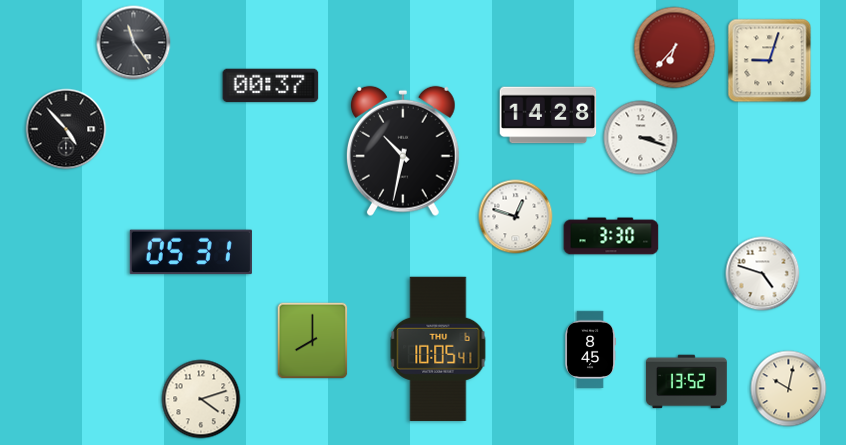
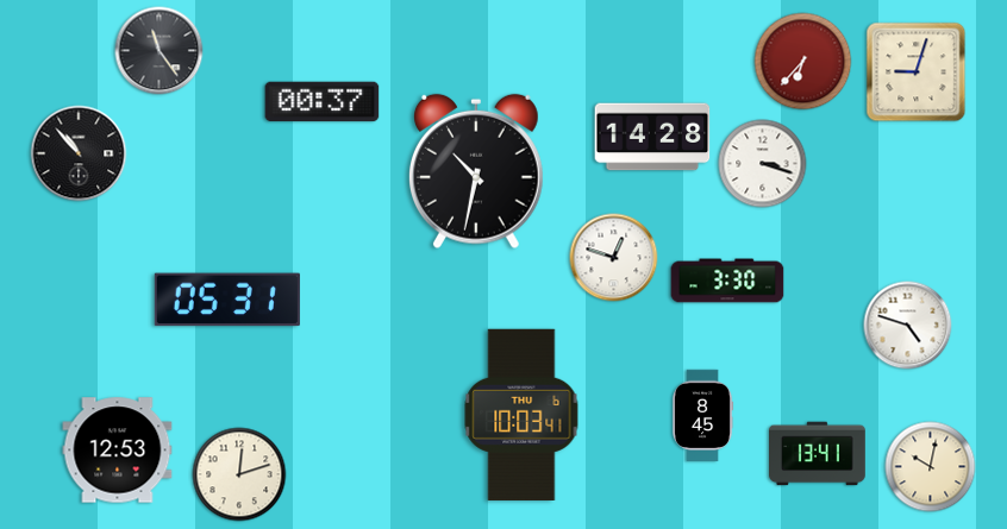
clock at (675, 48) position: (675, 48) -> (803, 62)
clock at (66, 129): 4:53 -> 10:53
clock at (403, 151) position: (403, 151) -> (476, 171)
clock at (313, 341): 8:00 -> none
clock at (438, 349): 10:05 -> 10:03
clock at (118, 451): none -> 12:53
clock at (687, 382): 13:52 -> 13:41
clock at (789, 389) position: (789, 389) -> (931, 467)
clock at (201, 399): 4:12 -> 12:12
